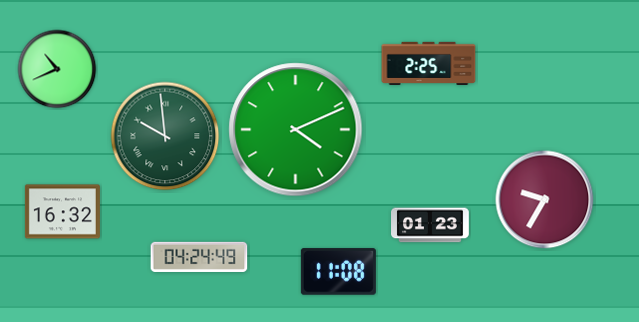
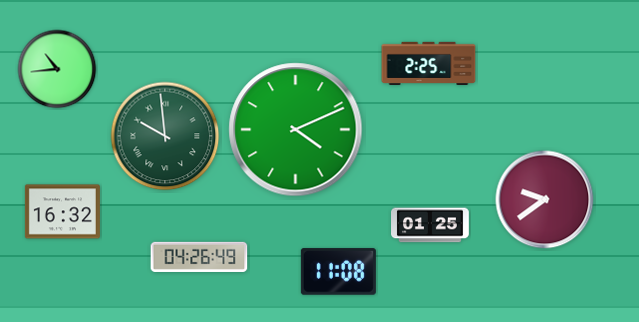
clock at (57, 69): 10:41 -> 10:44
clock at (545, 200): 9:35 -> 9:39
clock at (430, 225): 01:23 -> 01:25
clock at (199, 257): 04:24 -> 04:26
